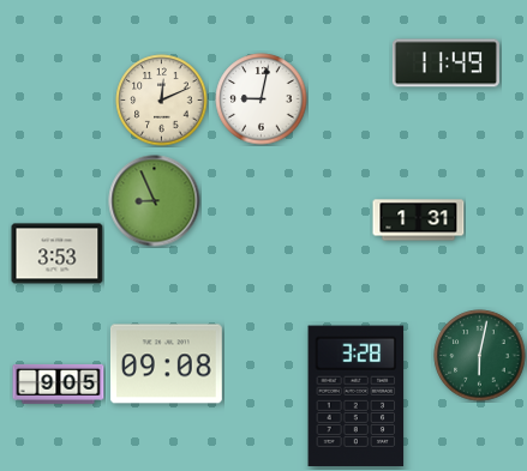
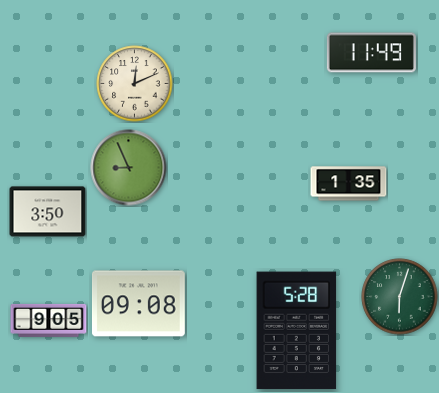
clock at (262, 99): 9:02 -> none
clock at (419, 221): 1:31 -> 1:35
clock at (58, 254): 3:53 -> 3:50
clock at (480, 356): 6:02 -> 6:03
clock at (357, 397): 3:28 -> 5:28
